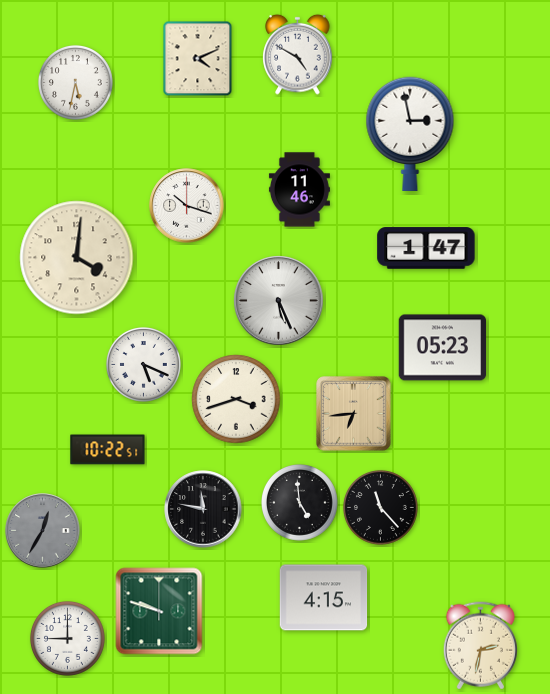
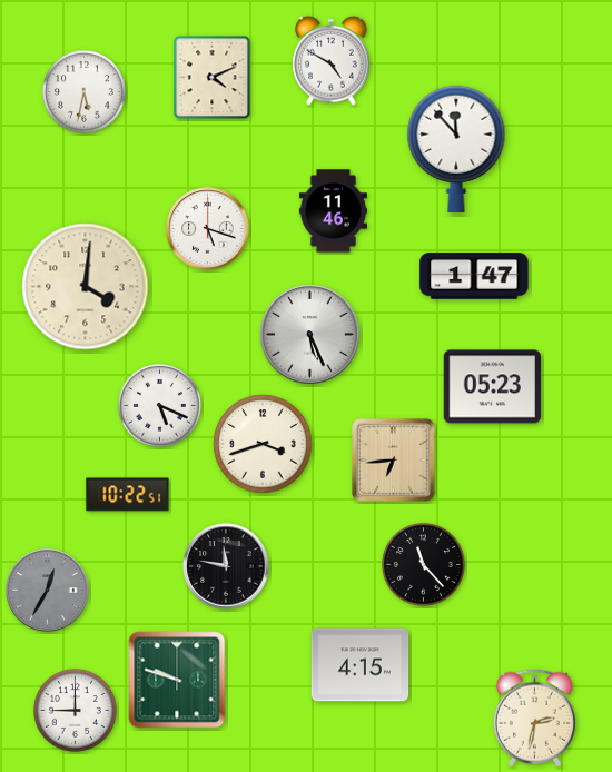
clock at (198, 59) position: (198, 59) -> (213, 78)
clock at (410, 134): 2:58 -> 11:53
clock at (187, 206): 10:18 -> 5:18
clock at (108, 450) position: (108, 450) -> (128, 495)
clock at (300, 503): 4:59 -> none
